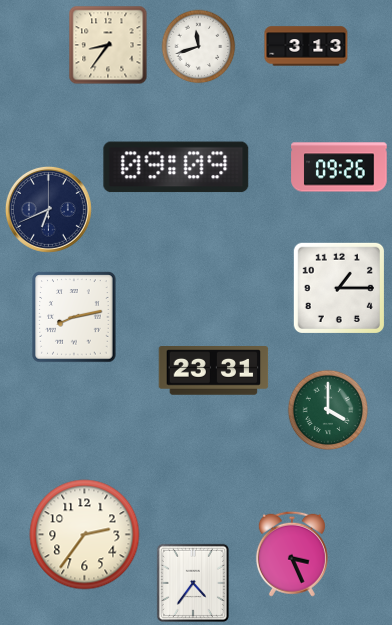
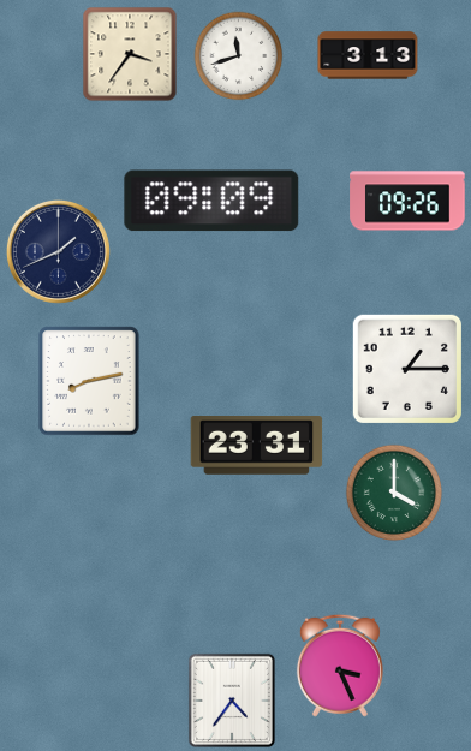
clock at (108, 45): 8:36 -> 3:36
clock at (48, 209): 6:41 -> 1:41
clock at (338, 287) position: (338, 287) -> (406, 368)
clock at (85, 535): 2:36 -> none
clock at (292, 554) position: (292, 554) -> (340, 666)
